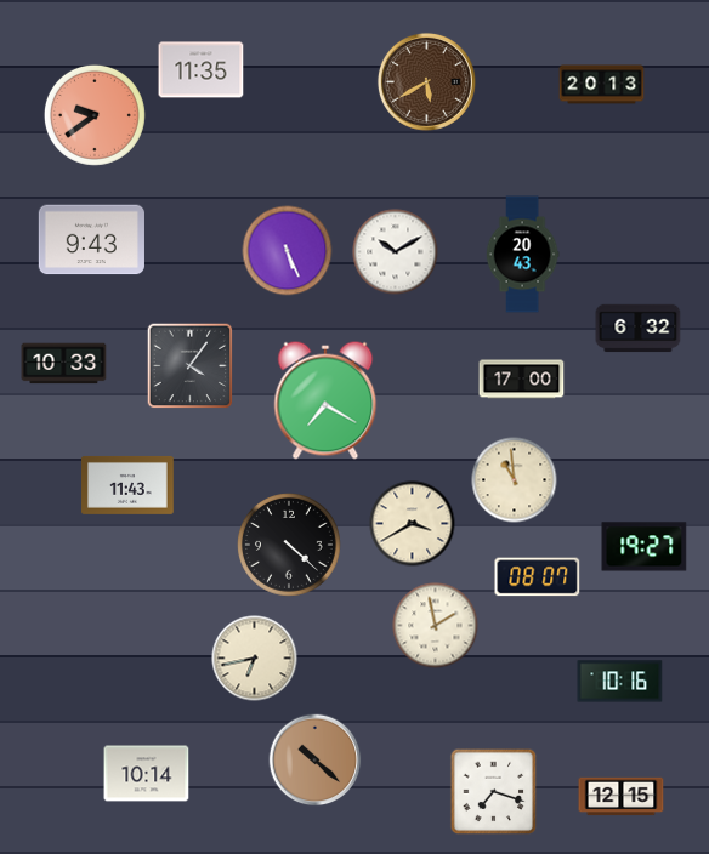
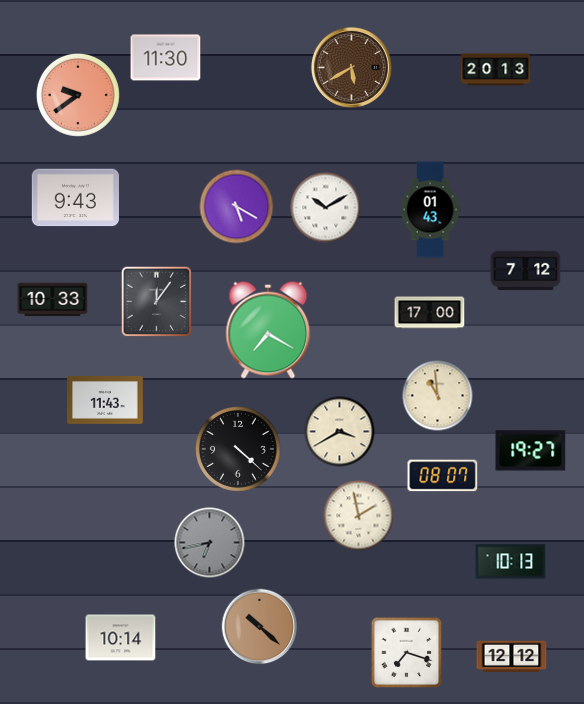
clock at (202, 70): 11:35 -> 11:30
clock at (288, 251): 5:26 -> 5:20
clock at (522, 255): 20:43 -> 01:43
clock at (639, 329): 6:32 -> 7:12
clock at (191, 366): 4:06 -> 12:06
clock at (515, 480) position: (515, 480) -> (438, 396)
clock at (255, 659) dial: cream -> grey
clock at (620, 682): 10:16 -> 10:13
clock at (622, 797): 12:15 -> 12:12
